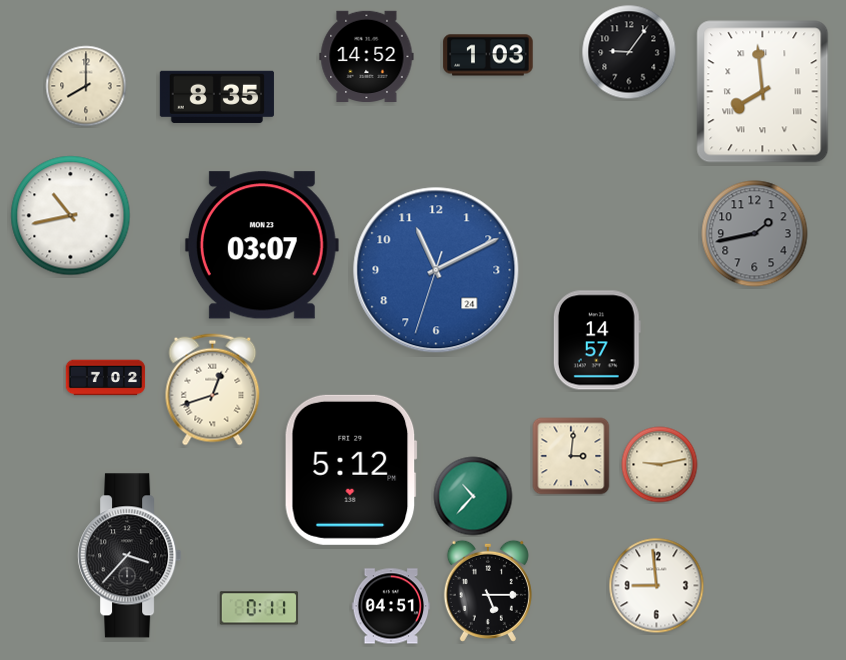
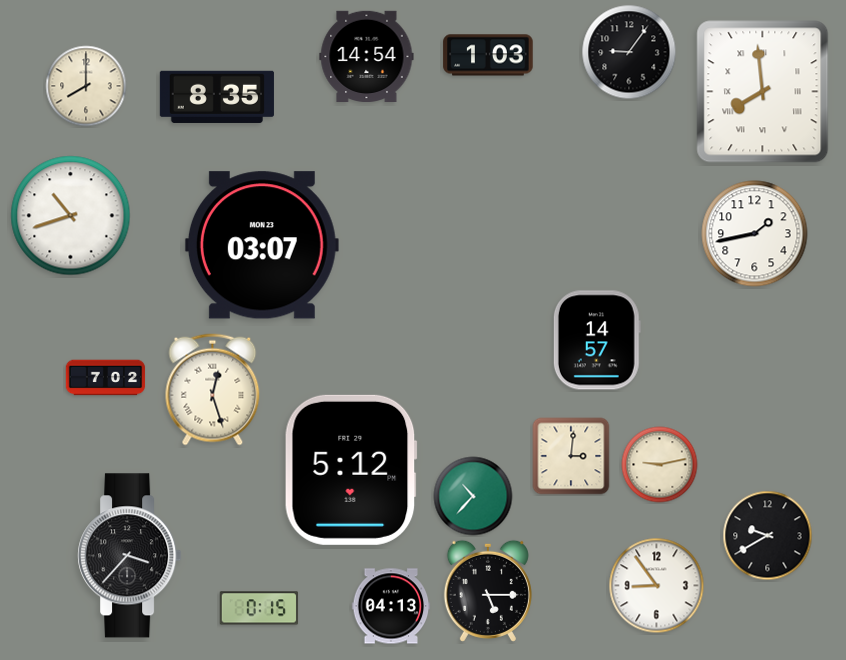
clock at (367, 56): 14:52 -> 14:54
clock at (71, 216): 10:43 -> 10:42
clock at (755, 234) dial: grey -> white
clock at (436, 270): 11:10 -> none
clock at (213, 390): 12:42 -> 12:27
clock at (768, 536): none -> 9:40
clock at (657, 586): 8:59 -> 8:54
clock at (391, 606): 04:51 -> 04:13
clock at (259, 608): 0:11 -> 0:15
